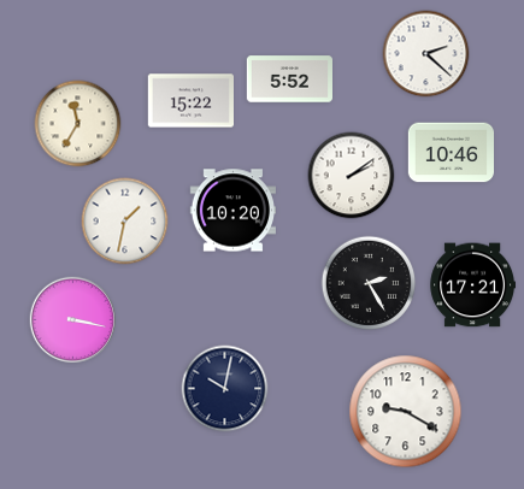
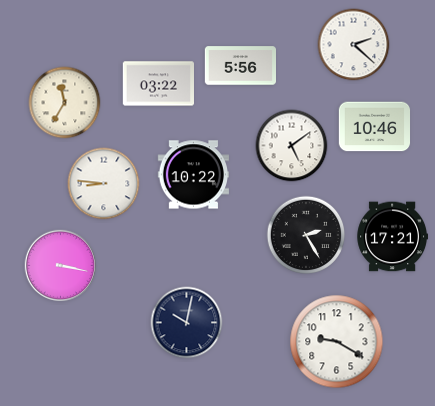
clock at (289, 79): 5:52 -> 5:56
clock at (190, 101): 15:22 -> 03:22
clock at (352, 176): 2:09 -> 5:09
clock at (232, 211): 10:20 -> 10:22
clock at (125, 222): 1:32 -> 8:46
